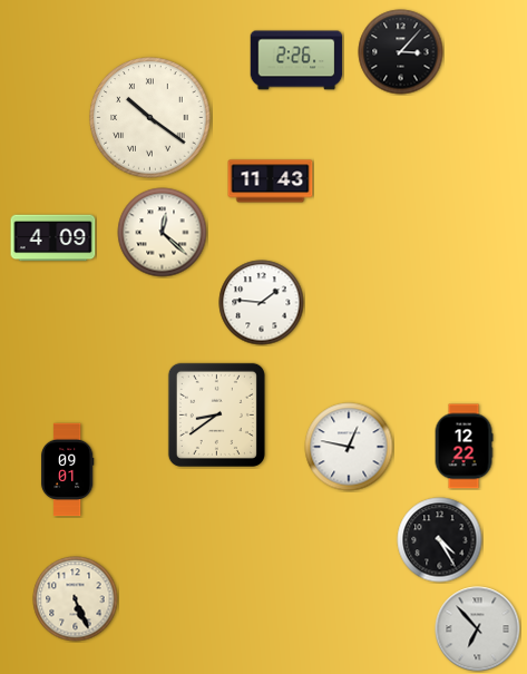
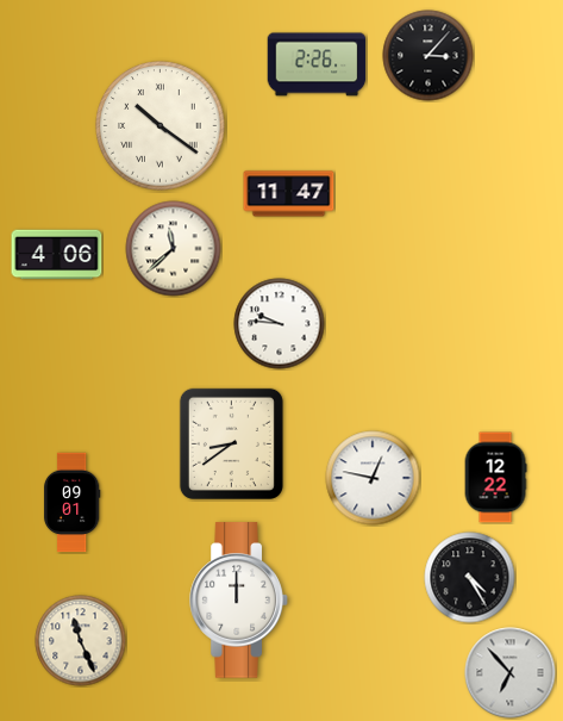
clock at (271, 182): 11:43 -> 11:47
clock at (163, 233): 12:22 -> 11:38
clock at (53, 238): 4:09 -> 4:06
clock at (262, 303): 1:46 -> 9:46
clock at (239, 601): none -> 12:00
clock at (76, 599): 5:26 -> 11:26
